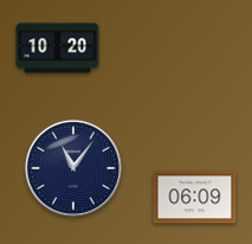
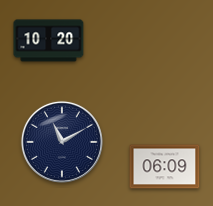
clock at (73, 168): 11:06 -> 11:10
